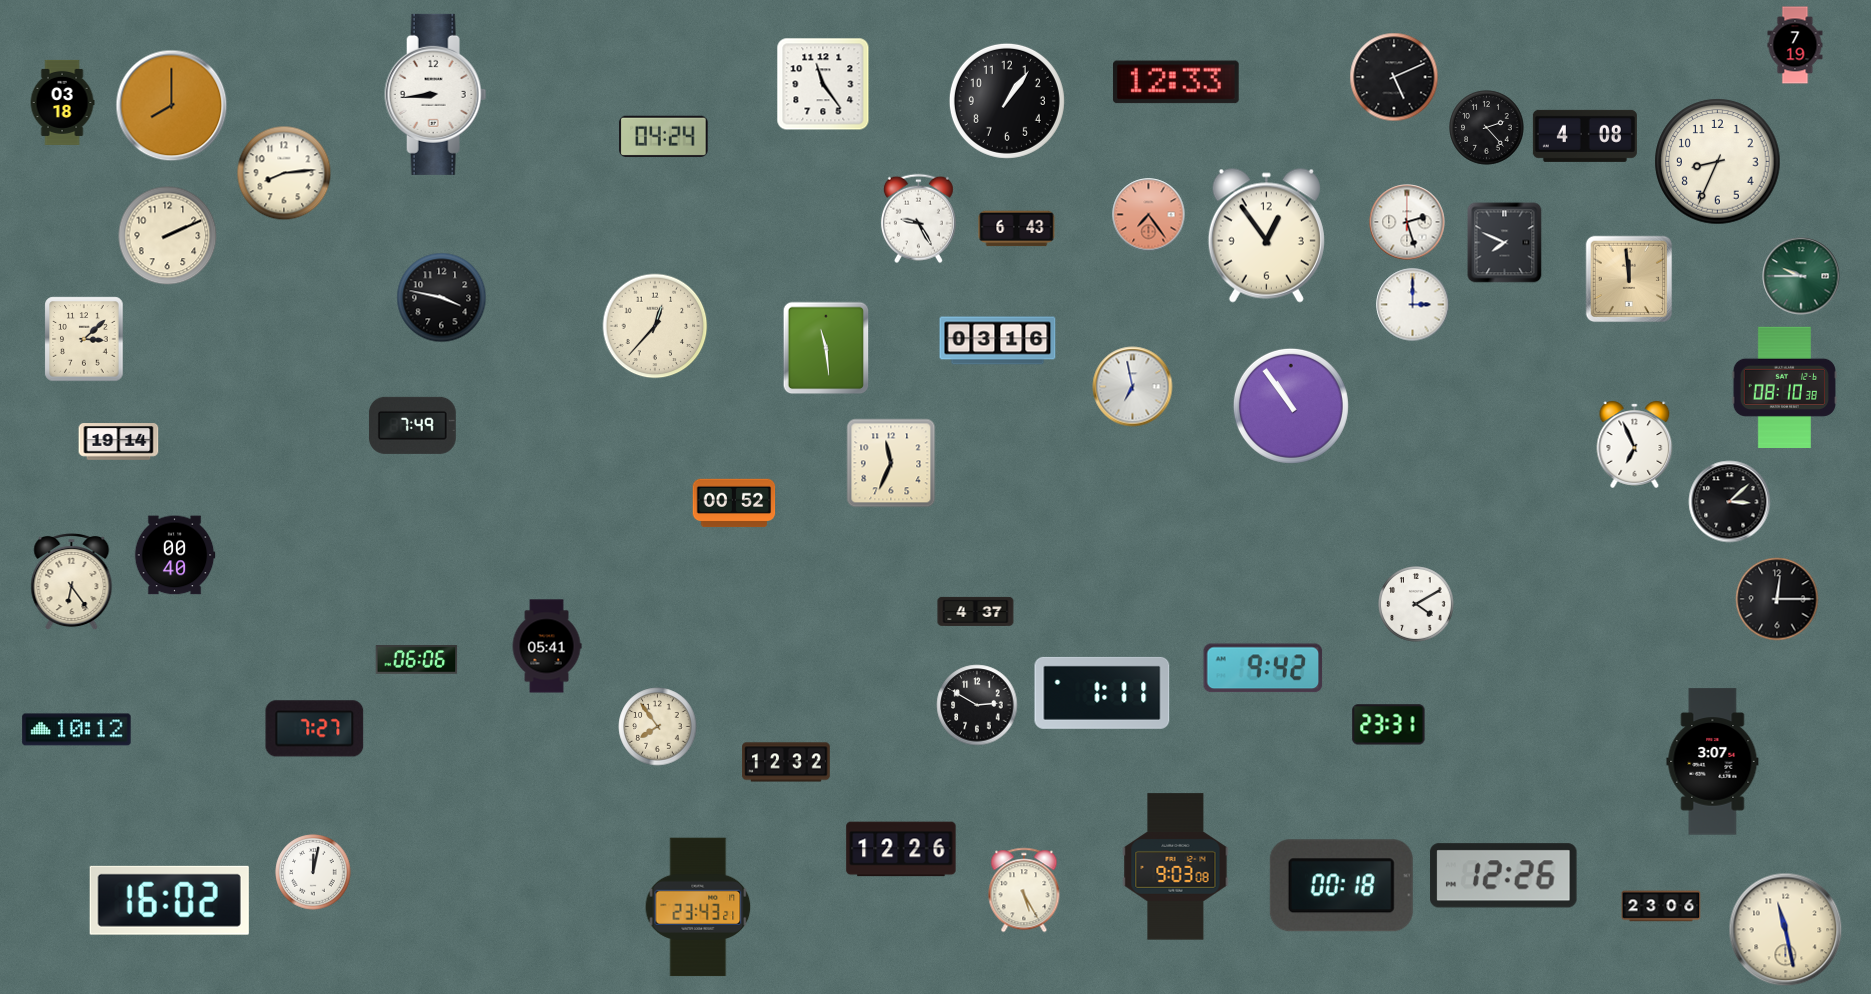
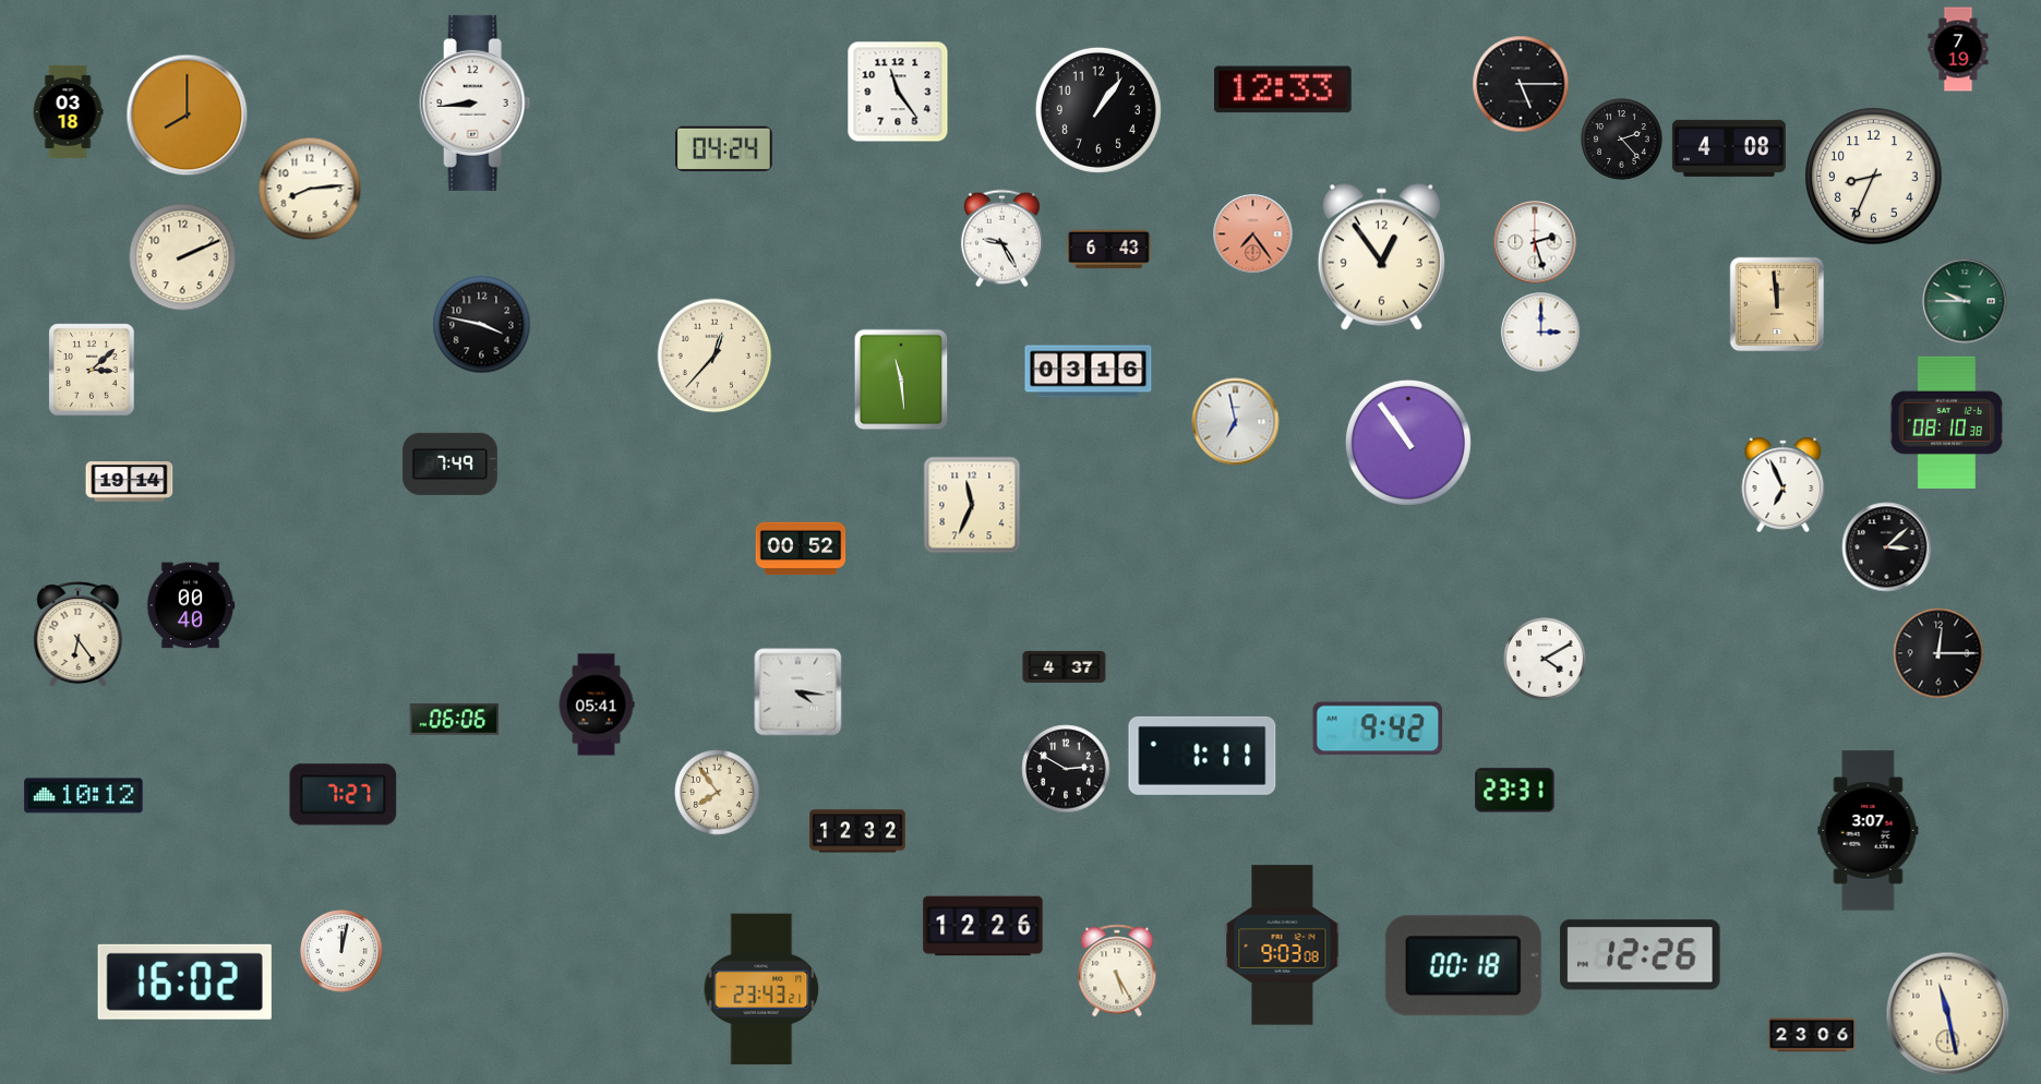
clock at (1394, 77): 5:11 -> 5:15
clock at (1505, 243): 7:49 -> none
clock at (799, 692): none -> 4:16
clock at (1661, 906) position: (1661, 906) -> (1812, 1035)
